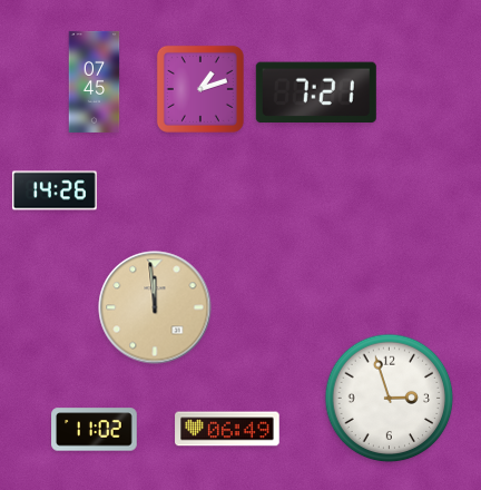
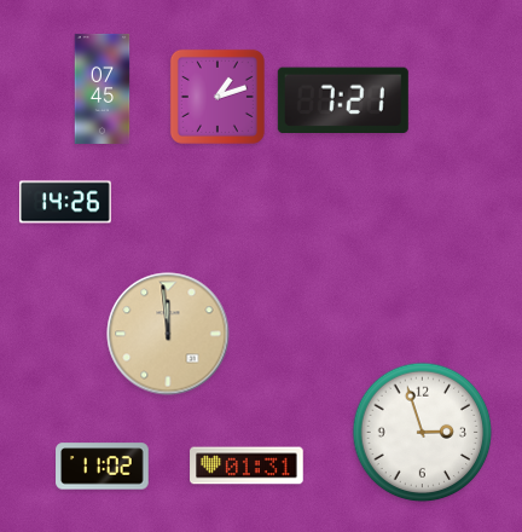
clock at (55, 190) position: (55, 190) -> (65, 202)
clock at (227, 429): 06:49 -> 01:31
